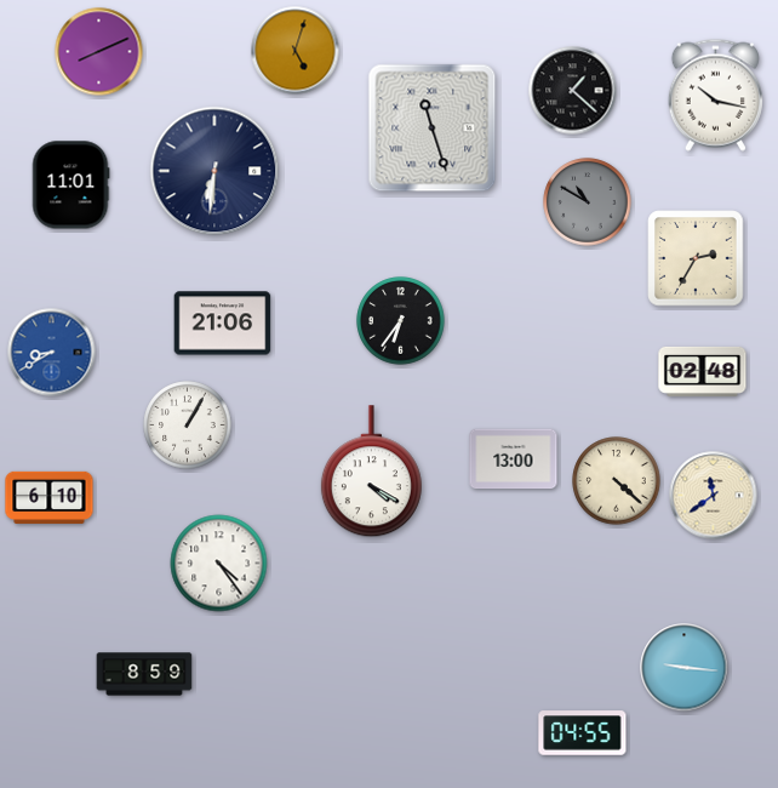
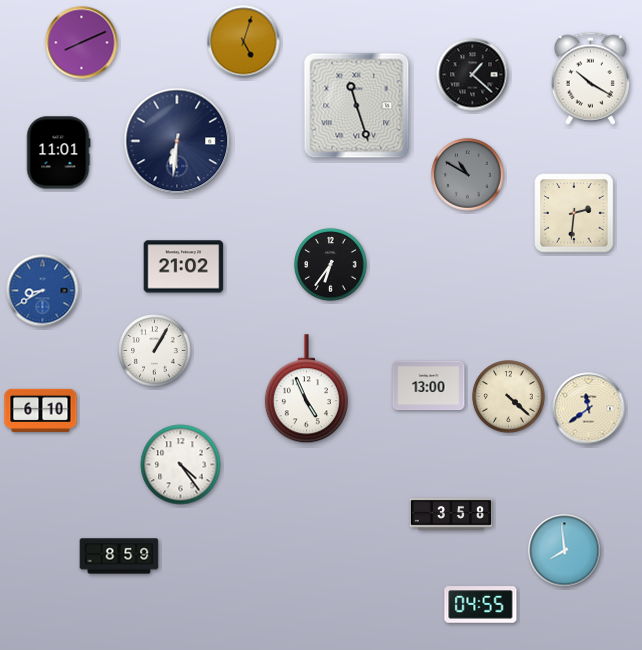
clock at (715, 95): 10:17 -> 10:20
clock at (588, 202) position: (588, 202) -> (468, 175)
clock at (696, 258): 2:35 -> 2:31
clock at (223, 324): 21:06 -> 21:02
clock at (703, 371): 02:48 -> none
clock at (514, 459) position: (514, 459) -> (429, 386)
clock at (371, 472): 4:20 -> 4:56
clock at (450, 514): none -> 3:58
clock at (685, 668): 9:16 -> 7:59
